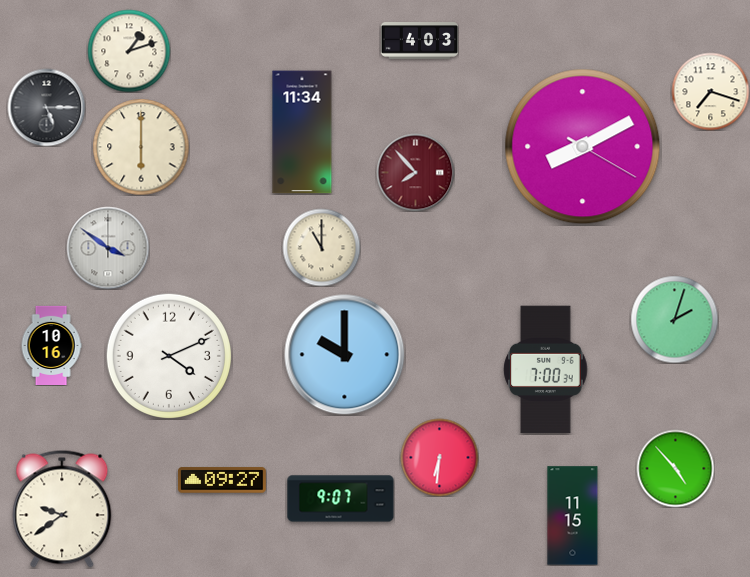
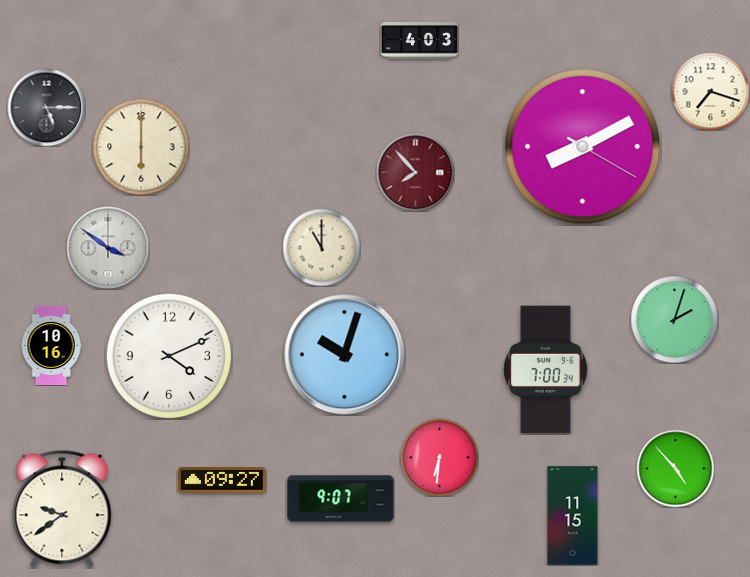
clock at (129, 51): 1:12 -> none
clock at (302, 132): 11:34 -> none
clock at (345, 355): 10:00 -> 10:03
